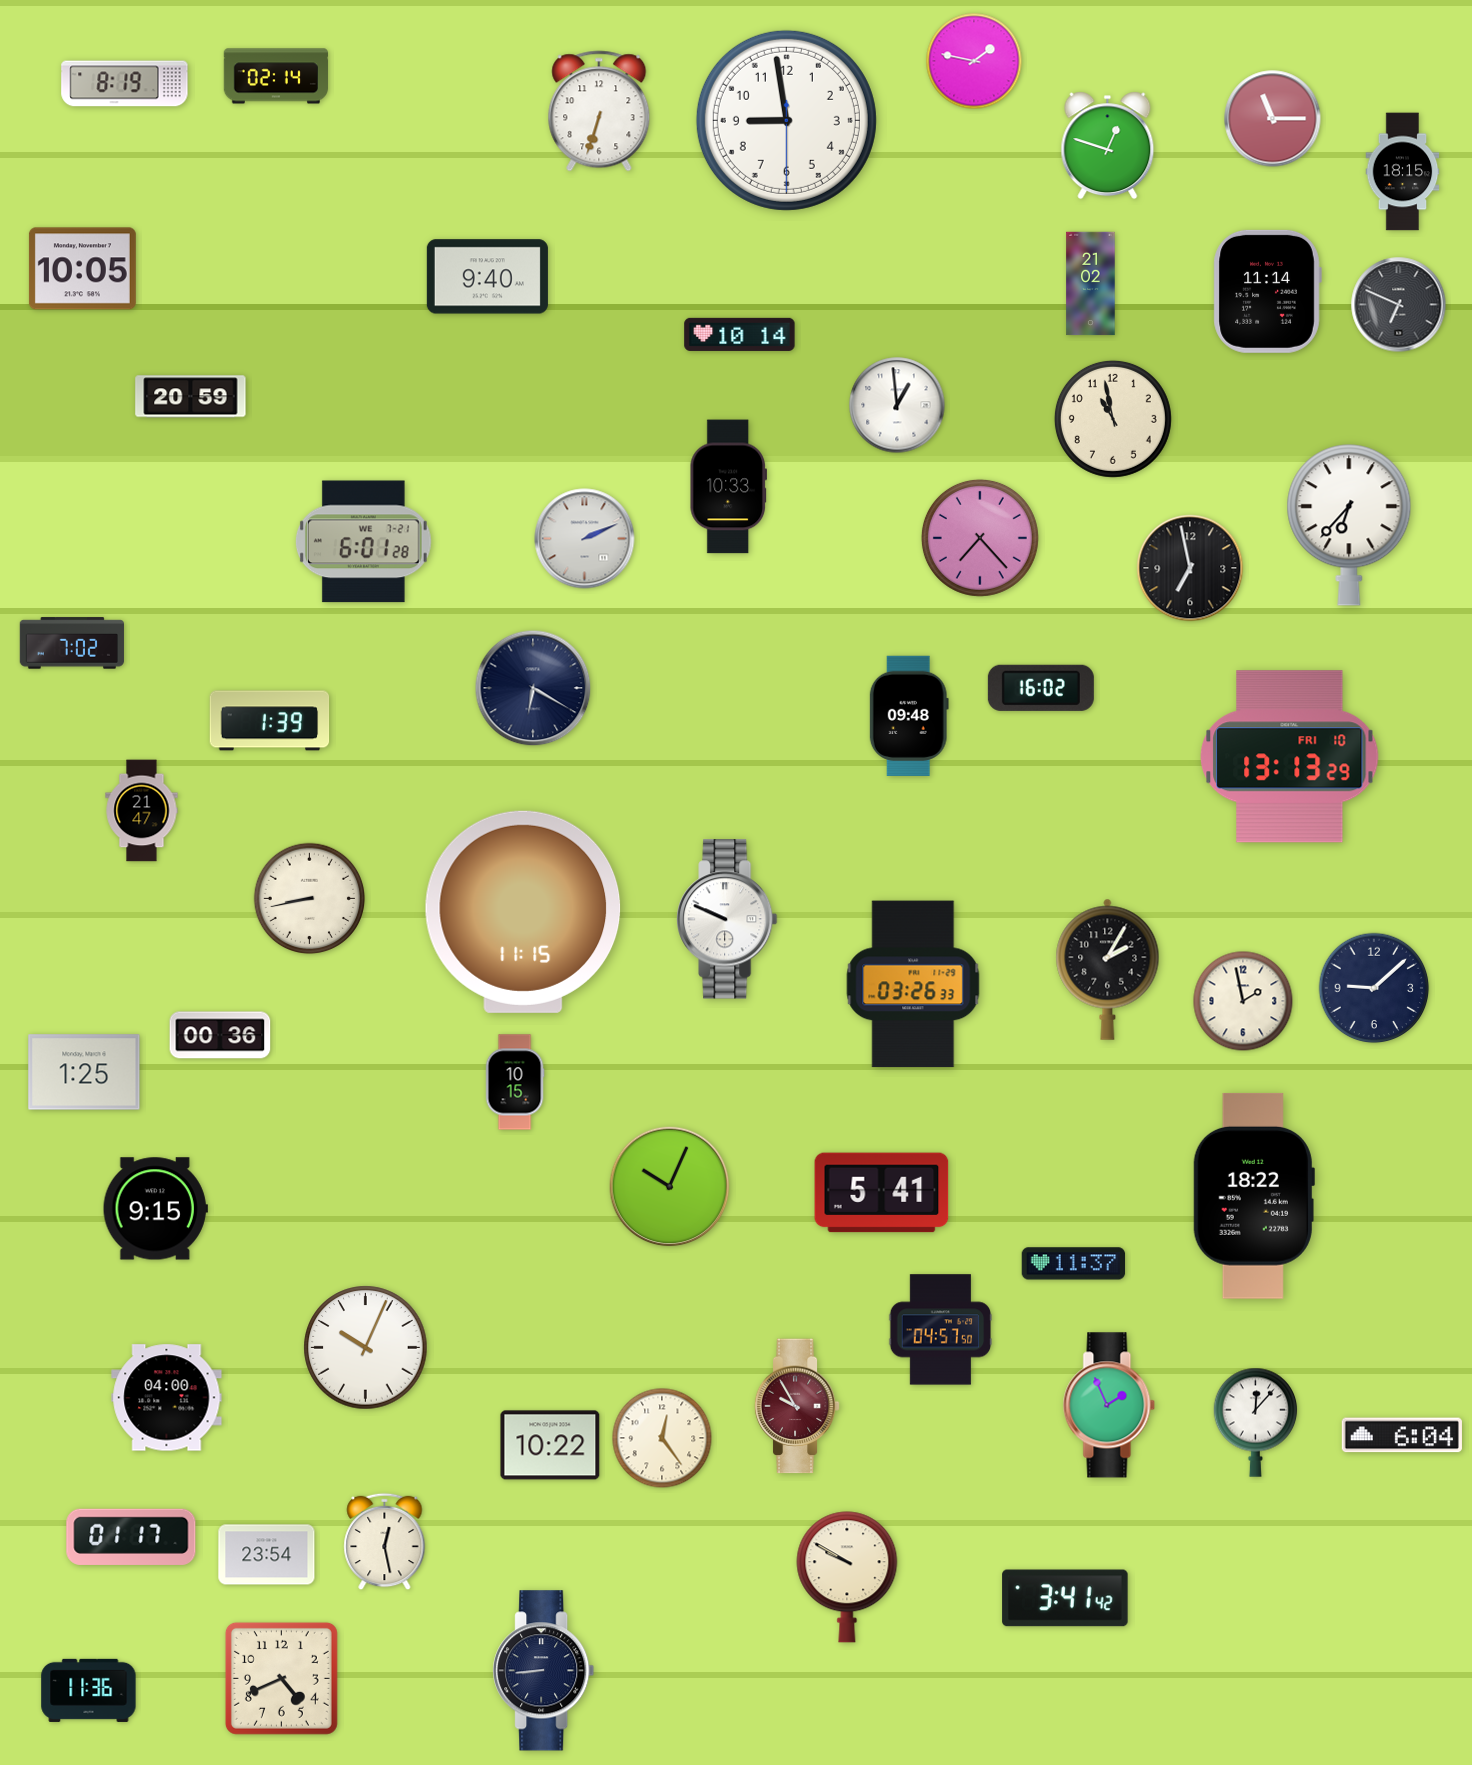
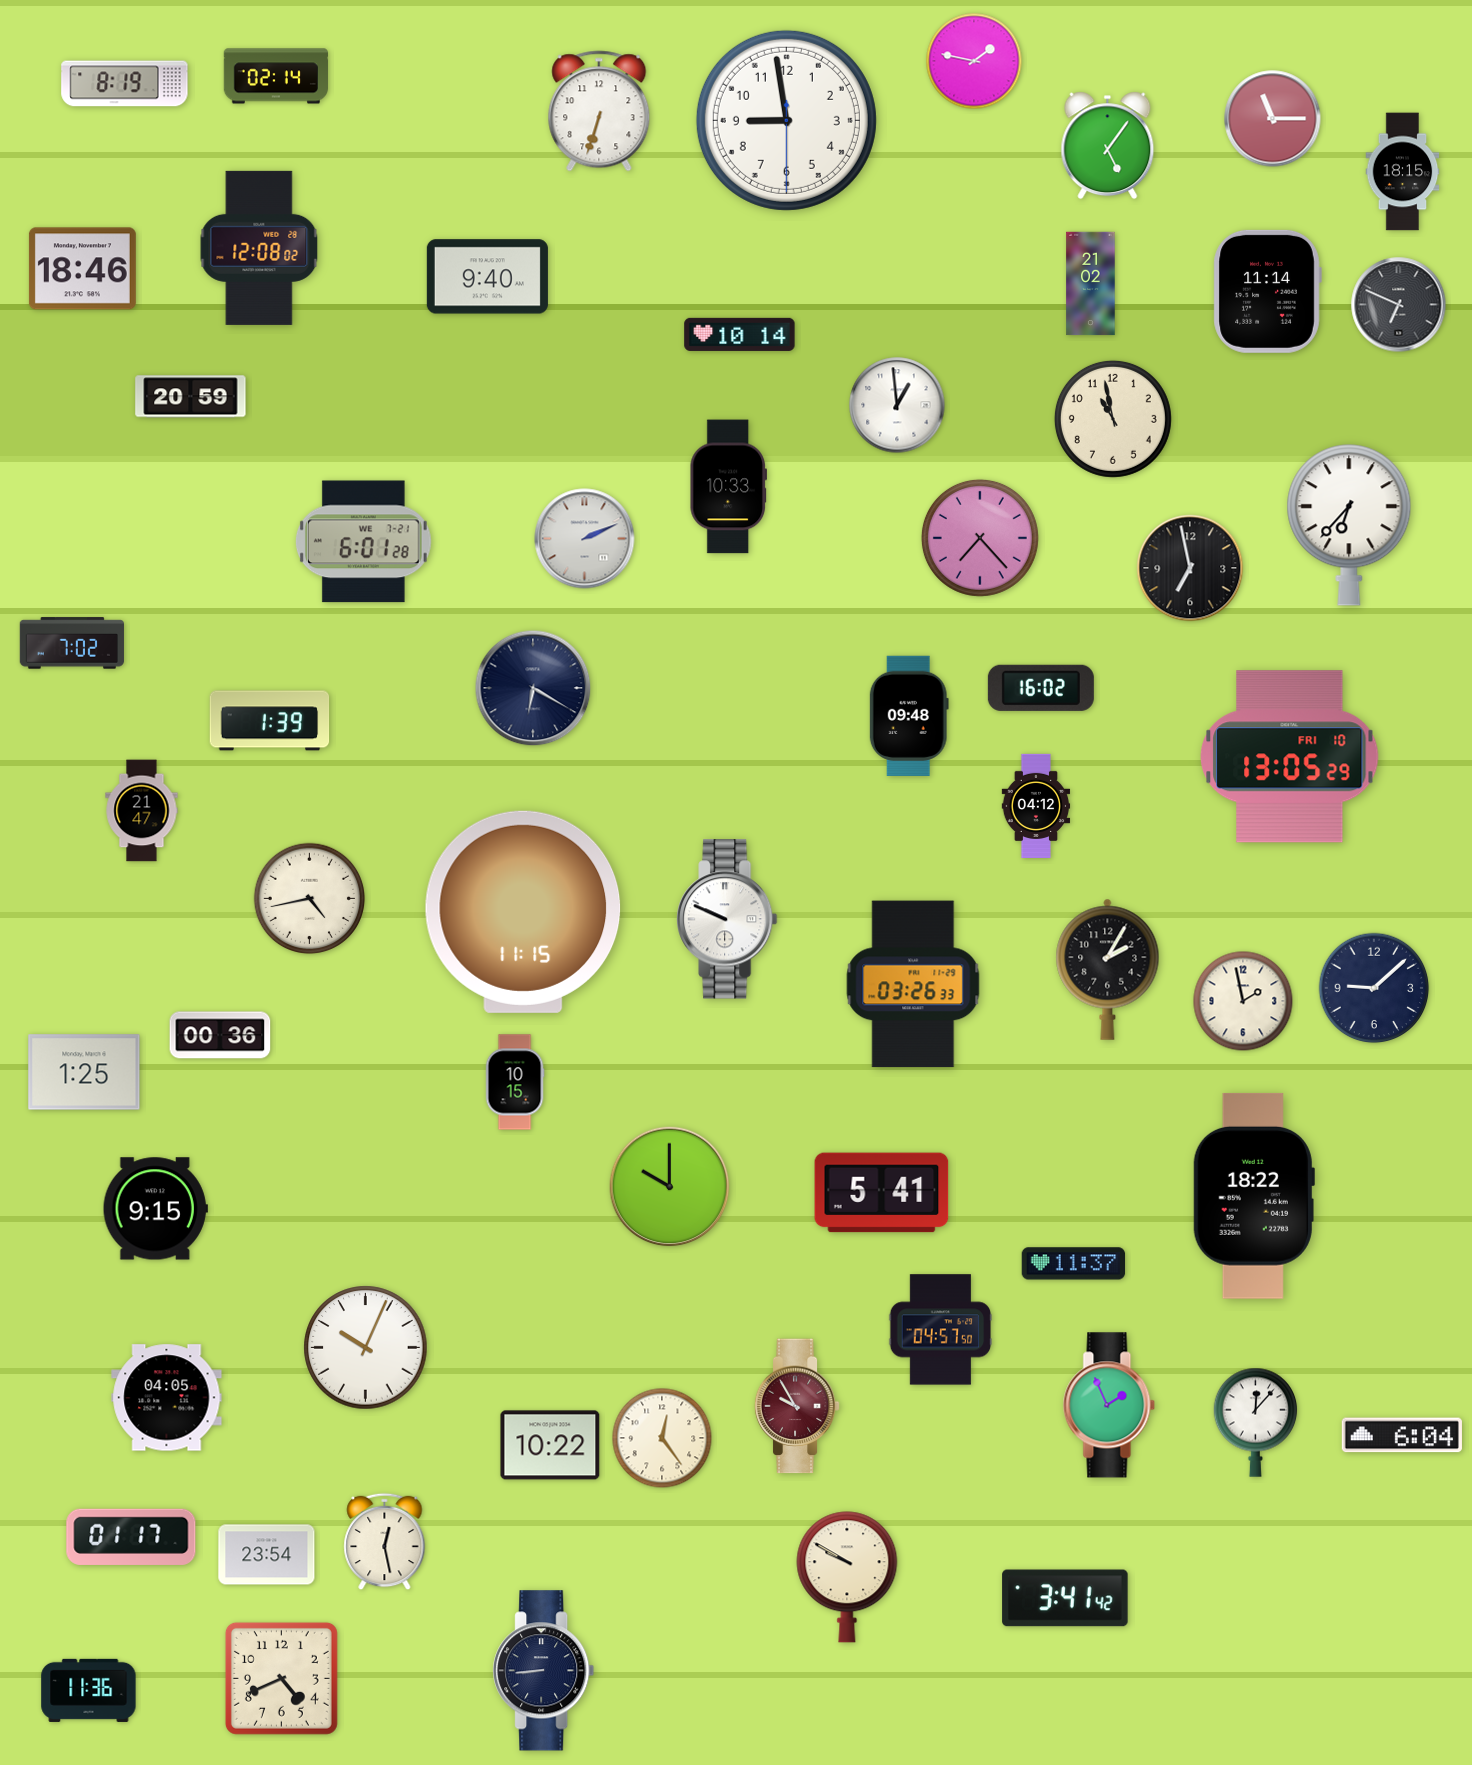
clock at (1108, 146): 12:48 -> 5:06
clock at (259, 248): none -> 12:08
clock at (82, 269): 10:05 -> 18:46
clock at (1290, 757): 13:13 -> 13:05
clock at (1036, 806): none -> 04:12
clock at (310, 899): 8:43 -> 4:43
clock at (670, 1187): 10:04 -> 10:00
clock at (167, 1398): 04:00 -> 04:05
